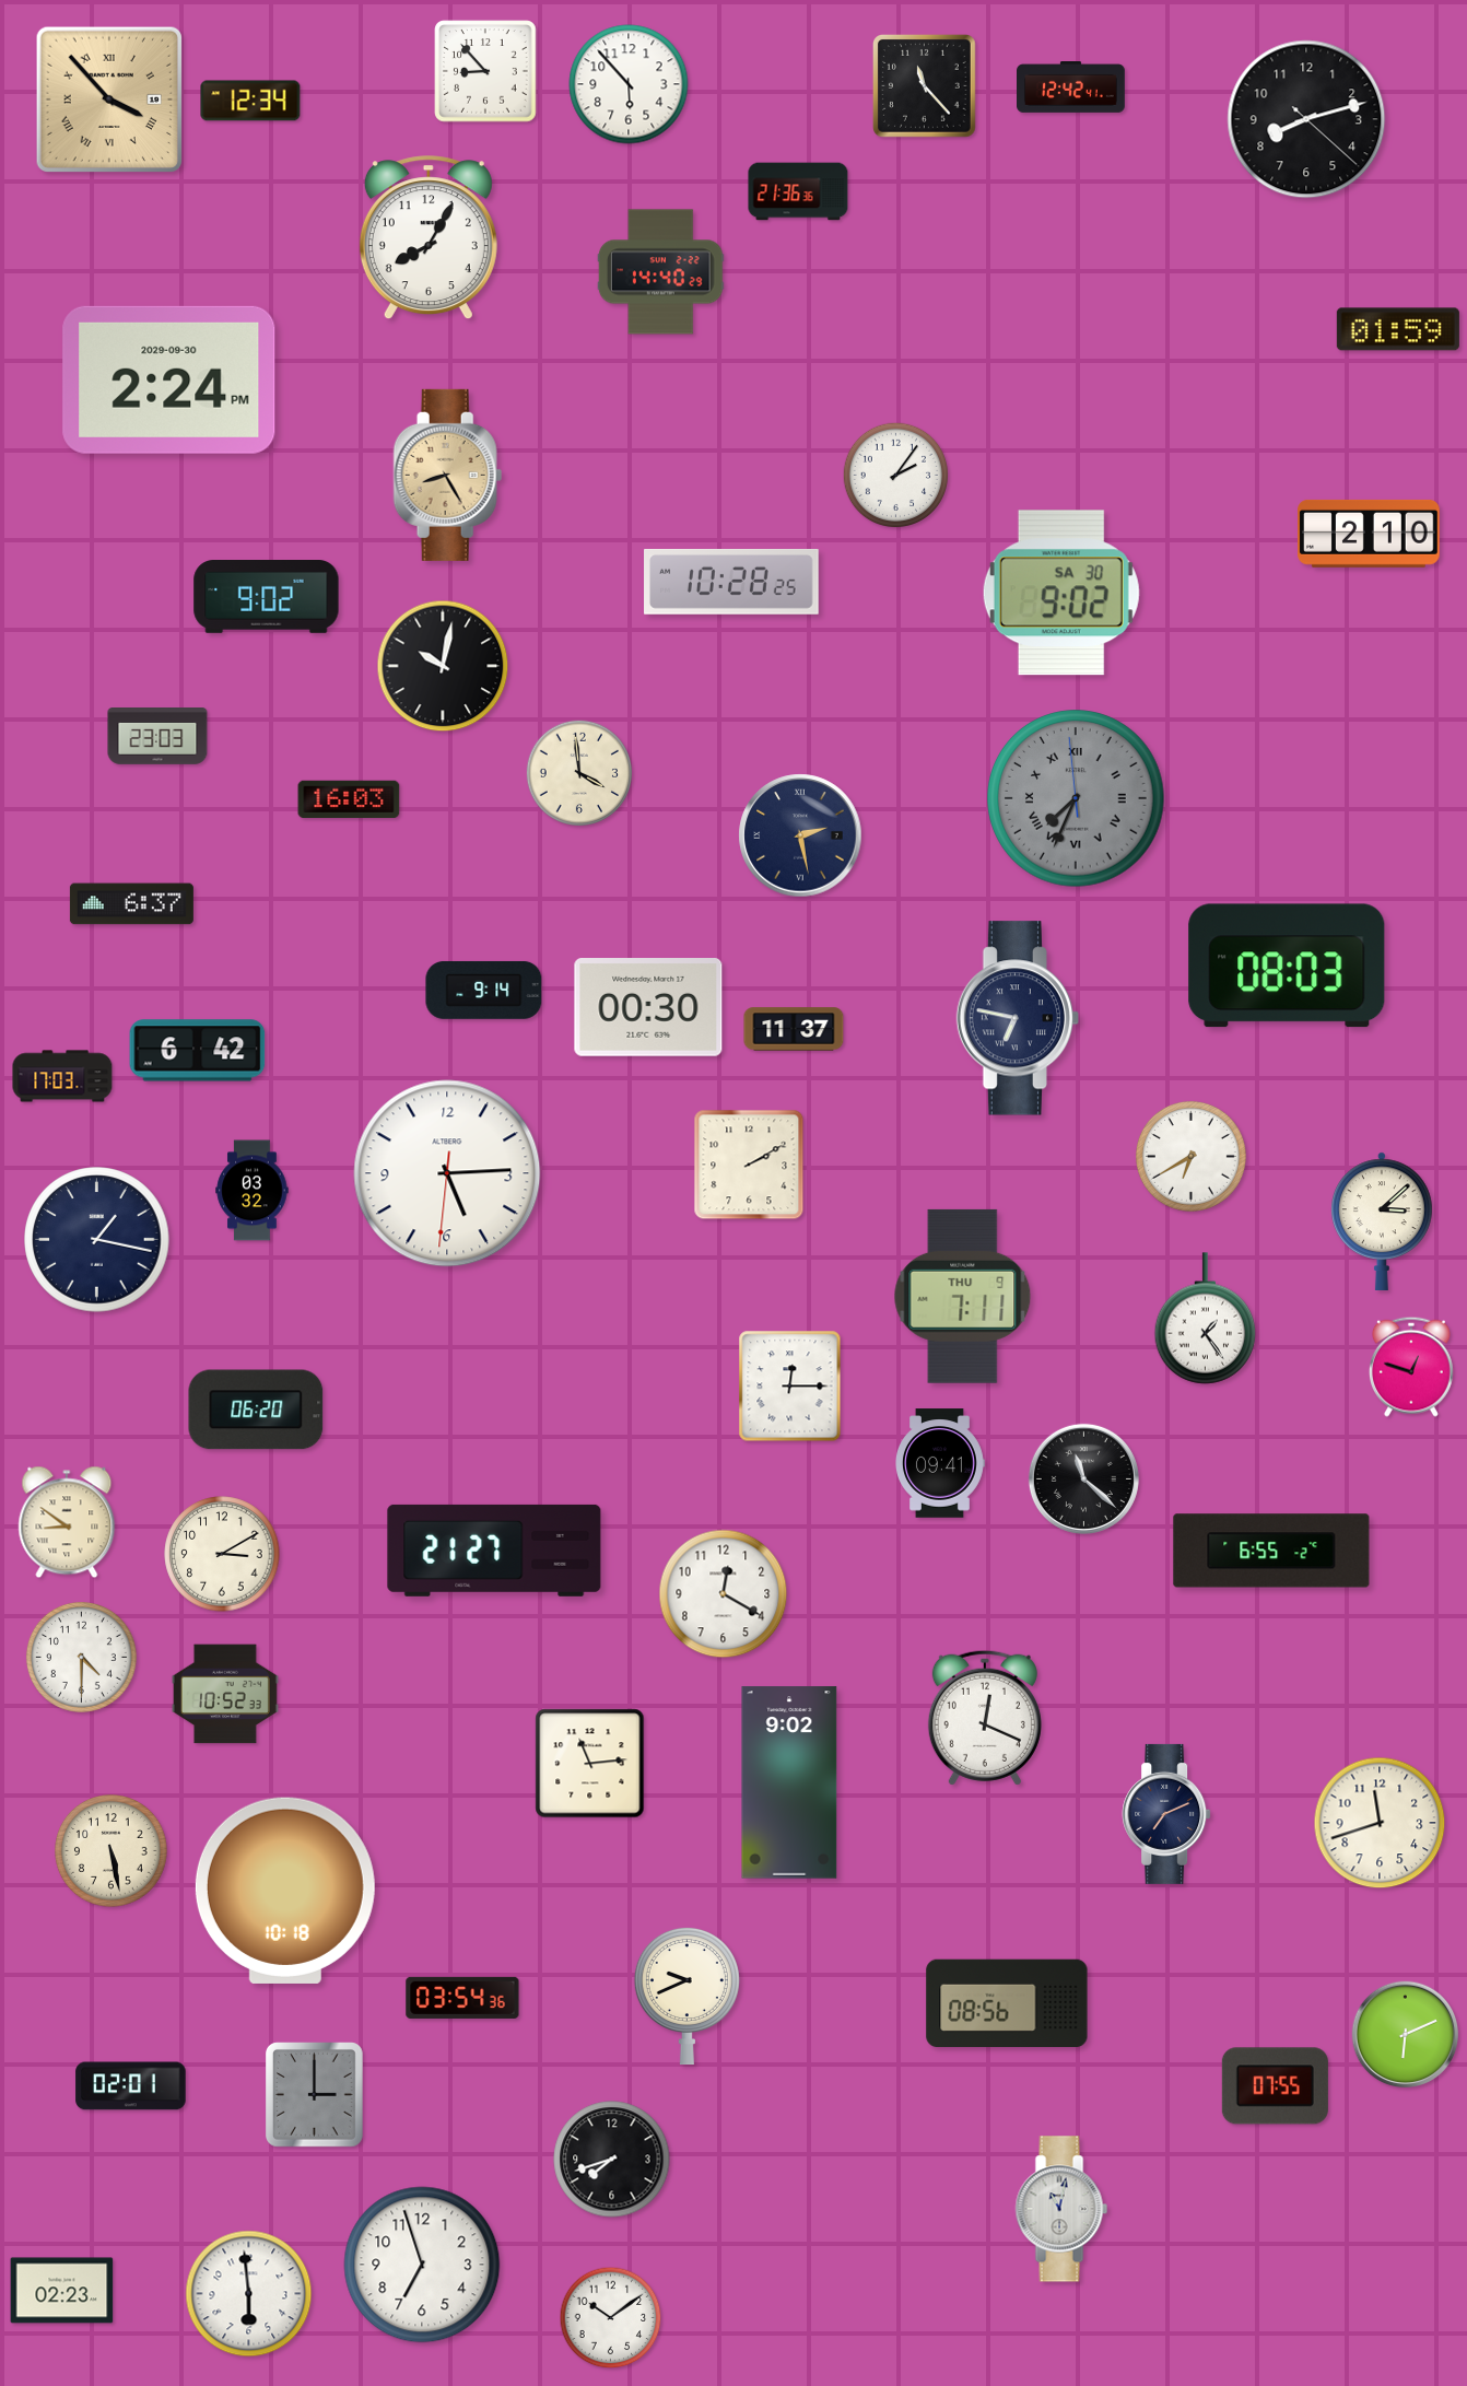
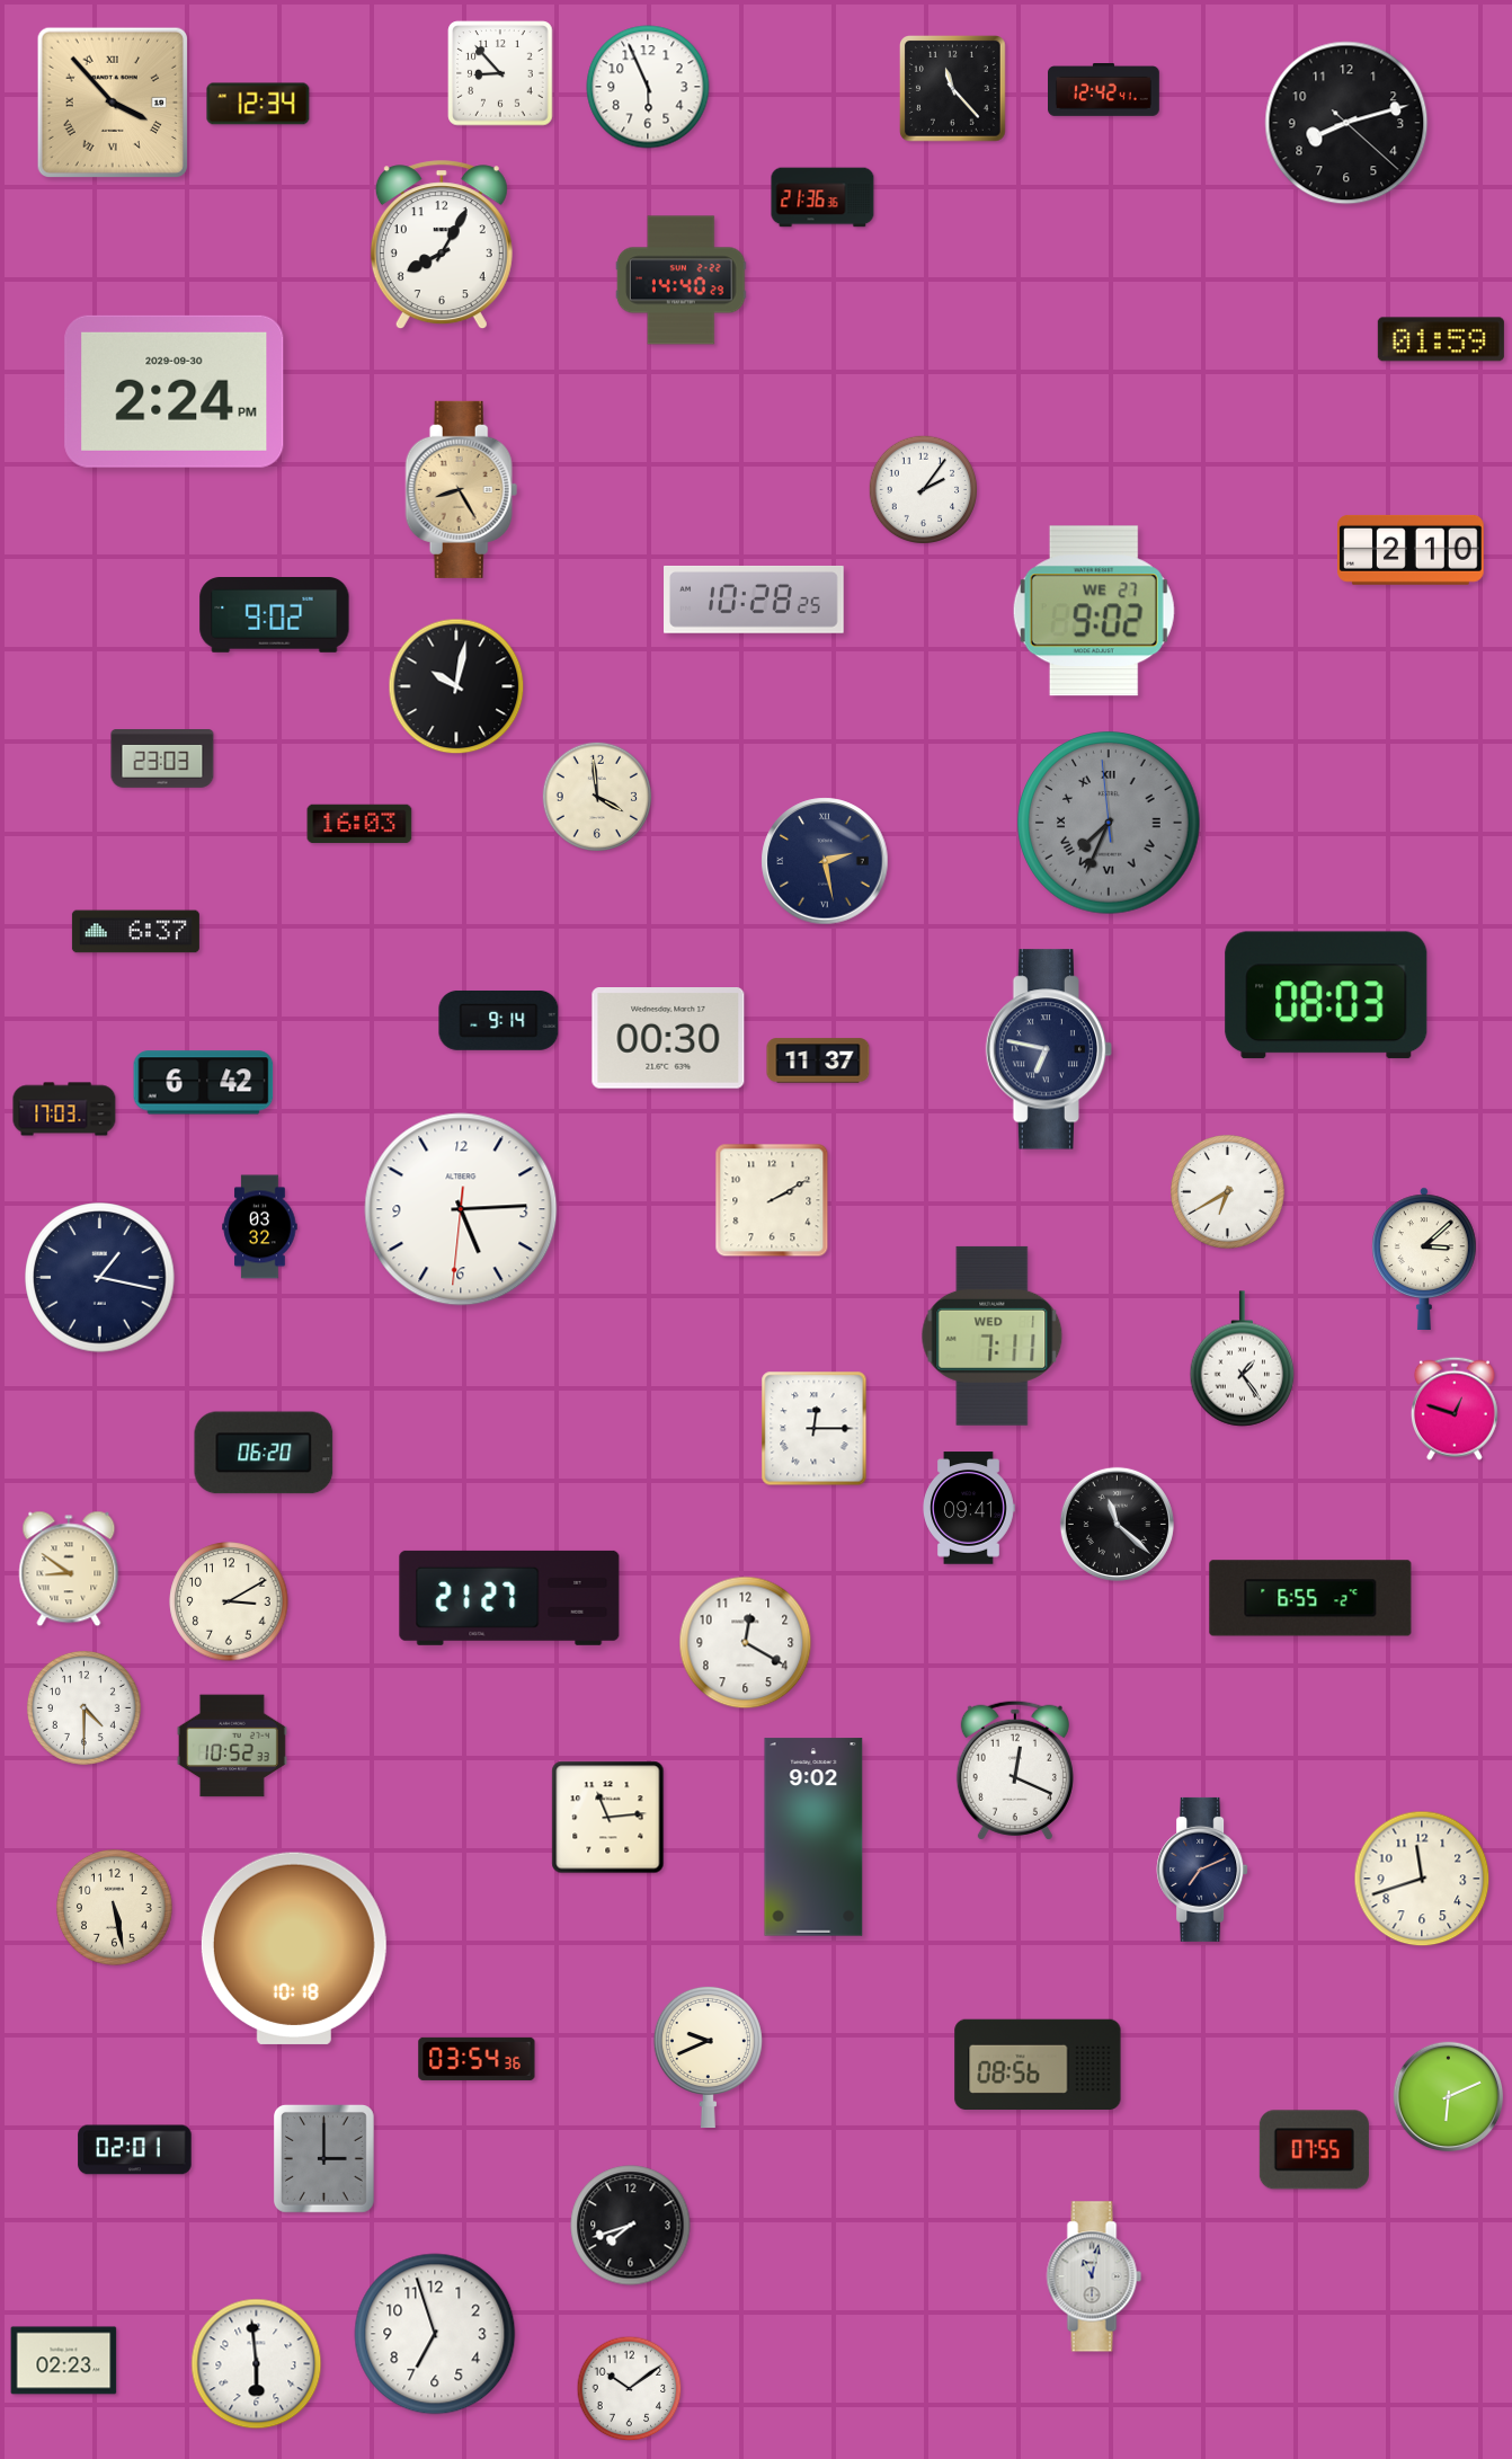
clock at (629, 84): 5:53 -> 5:56
clock at (1061, 593) date: SA 30 -> WE 27
clock at (963, 1296) date: THU 9 -> WED 1
